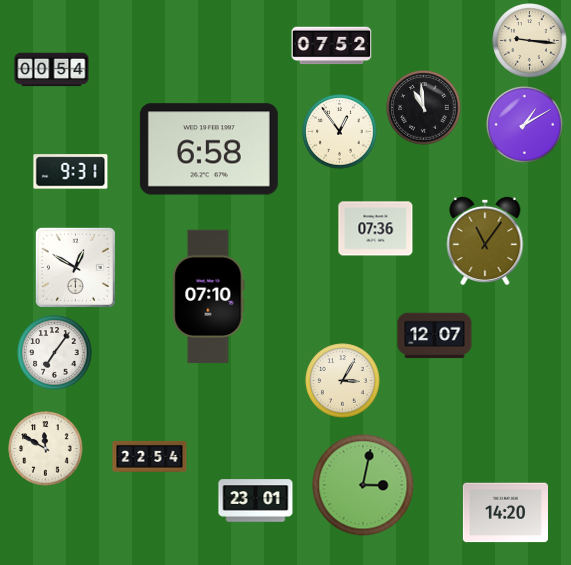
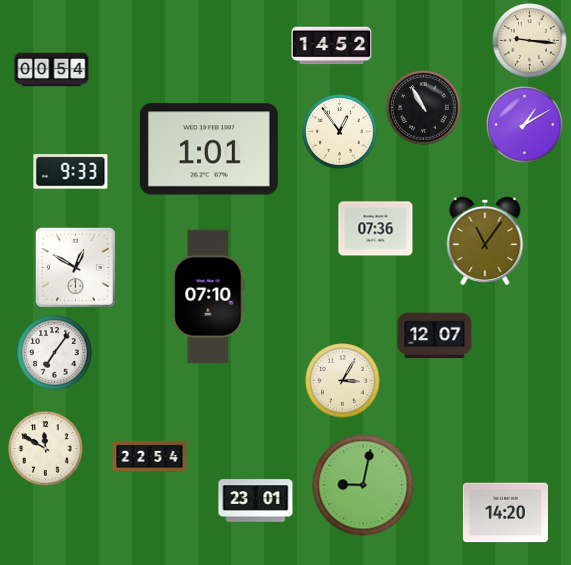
clock at (332, 46): 07:52 -> 14:52
clock at (424, 108): 10:59 -> 10:55
clock at (209, 149): 6:58 -> 1:01
clock at (71, 172): 9:31 -> 9:33
clock at (363, 485): 3:02 -> 9:02
